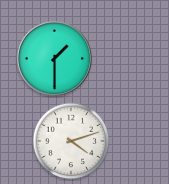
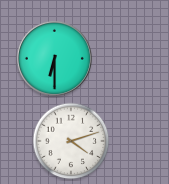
clock at (54, 58): 1:30 -> 6:30
